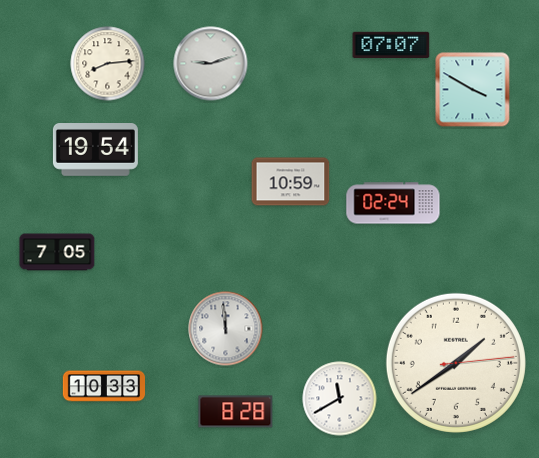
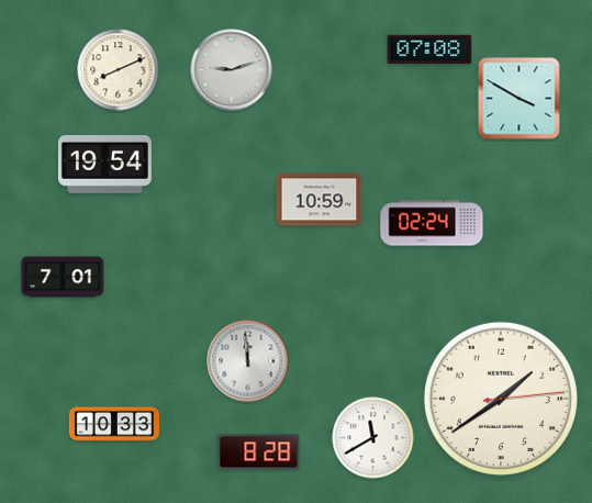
clock at (391, 44): 07:07 -> 07:08
clock at (108, 64): 8:14 -> 8:11
clock at (57, 252): 7:05 -> 7:01
